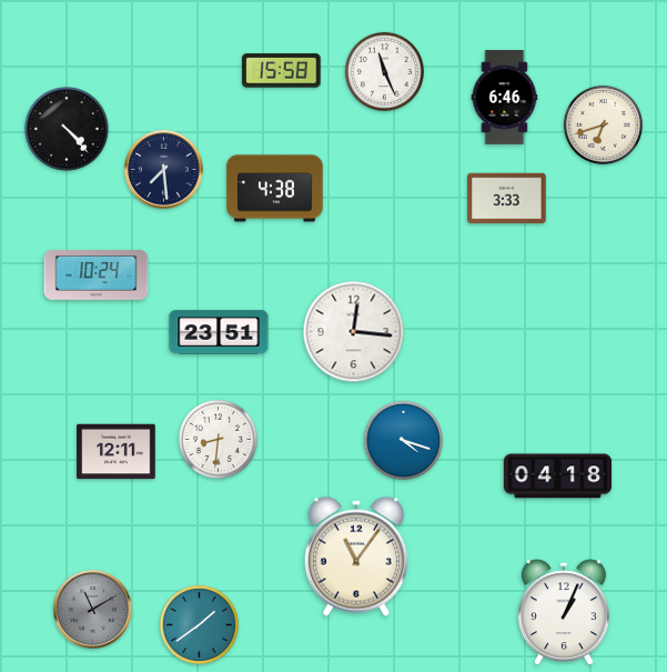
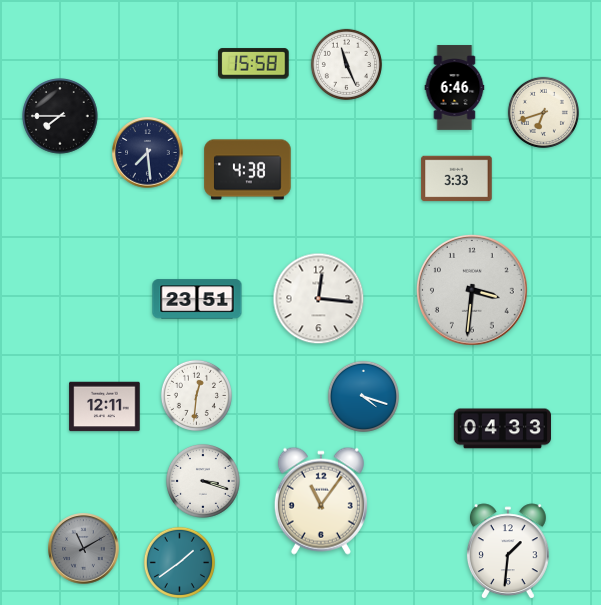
clock at (67, 129): 4:23 -> 7:45
clock at (97, 274): 10:24 -> none
clock at (472, 290): none -> 3:31
clock at (218, 439): 8:31 -> 12:31
clock at (557, 477): 04:18 -> 04:33
clock at (203, 481): none -> 3:18
clock at (564, 613): 1:04 -> 1:31
